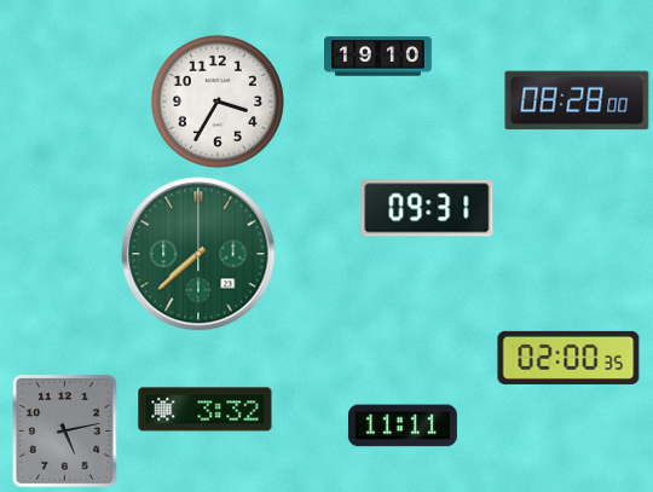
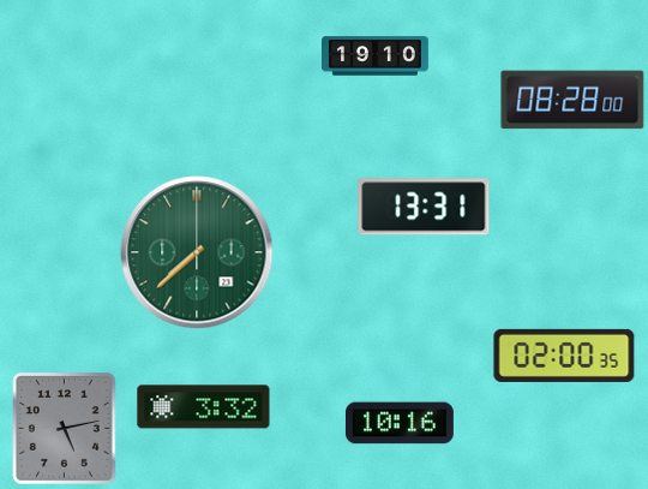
clock at (218, 102): 3:35 -> none
clock at (427, 208): 09:31 -> 13:31
clock at (403, 426): 11:11 -> 10:16
